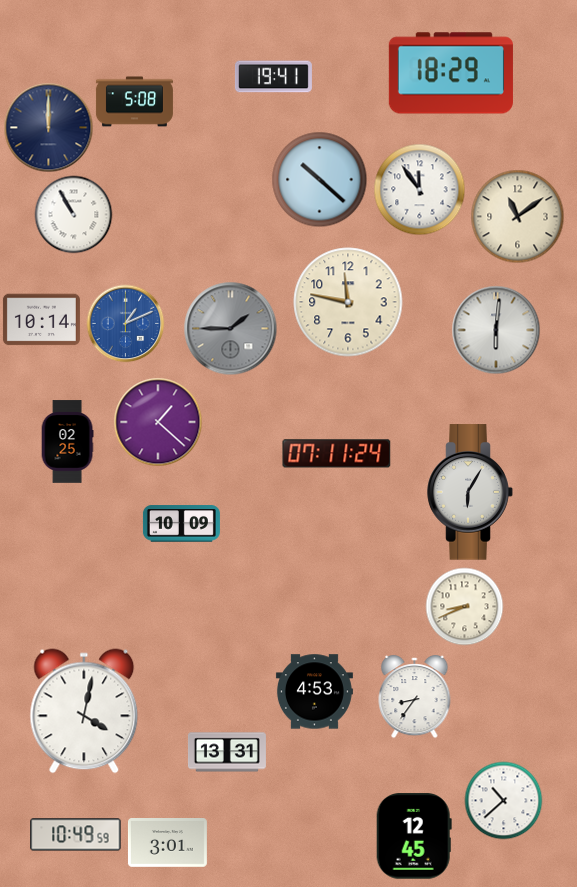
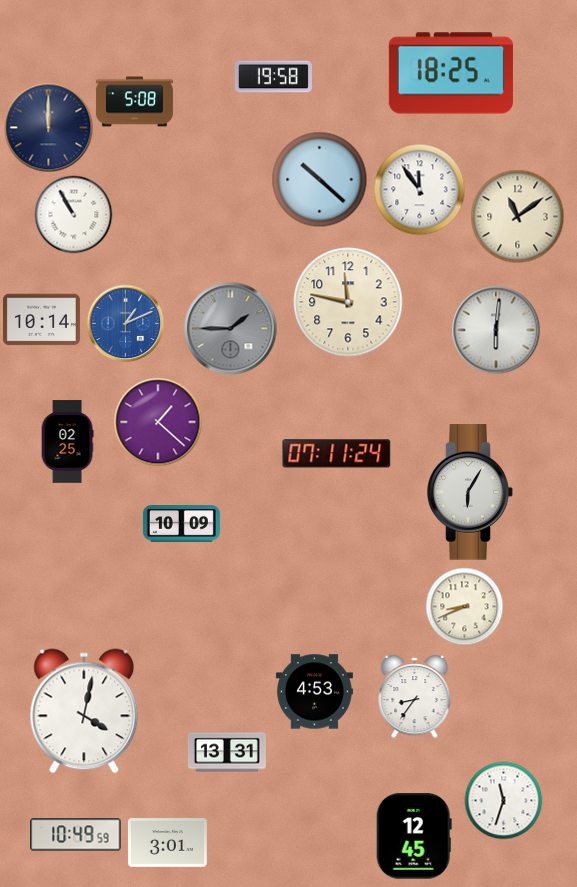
clock at (451, 73): 18:29 -> 18:25
clock at (273, 77): 19:41 -> 19:58
clock at (503, 800): 10:38 -> 11:33
